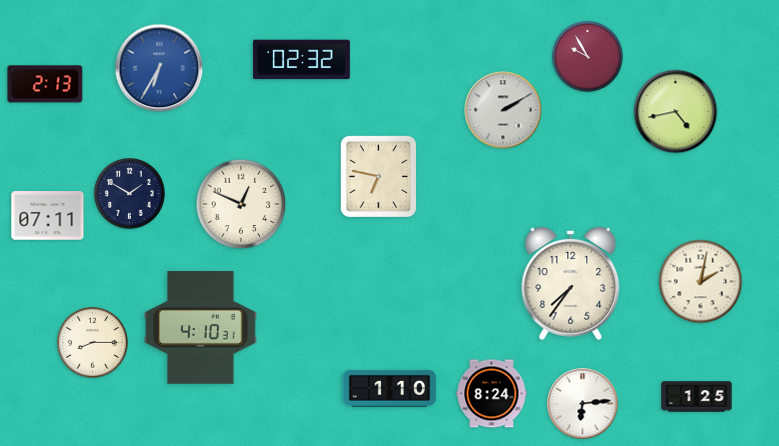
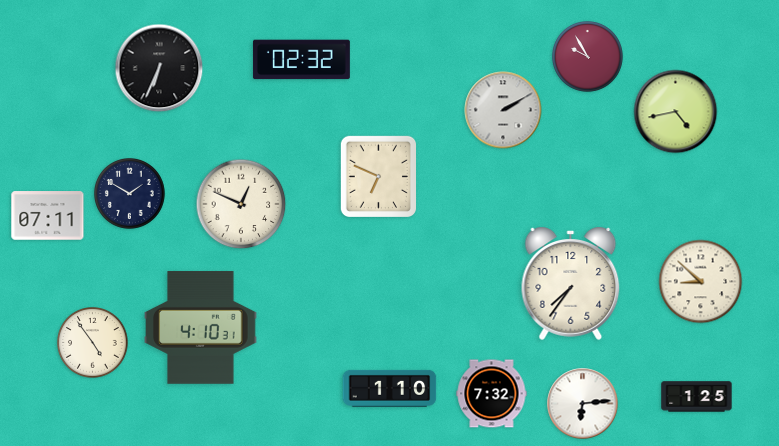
clock at (159, 68): 6:35 -> 6:34
clock at (159, 68) dial: blue -> black
clock at (45, 84): 2:13 -> none
clock at (378, 176): 6:47 -> 6:49
clock at (701, 282): 2:02 -> 8:52
clock at (93, 343): 8:15 -> 4:54
clock at (492, 394): 8:24 -> 7:32
